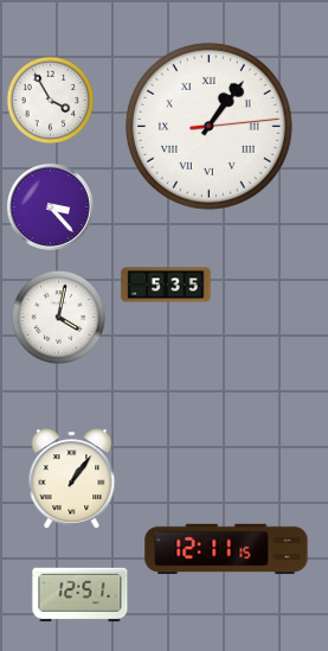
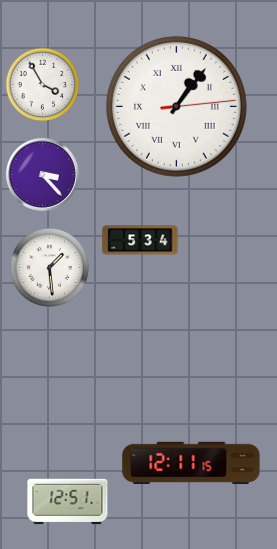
clock at (166, 285): 5:35 -> 5:34
clock at (58, 317): 4:02 -> 1:29
clock at (72, 479): 1:06 -> none
